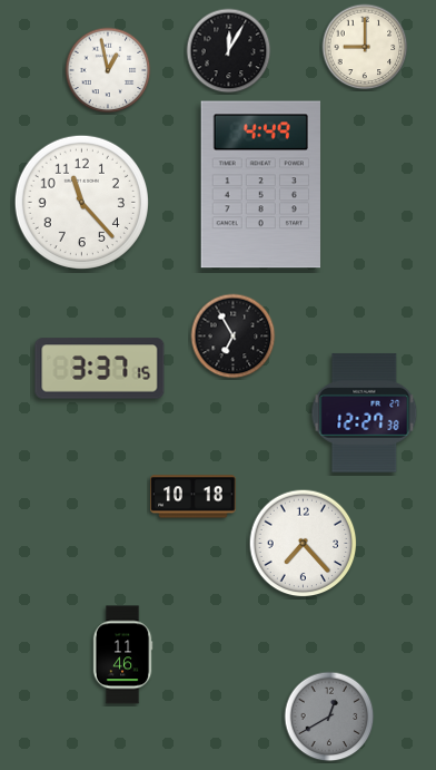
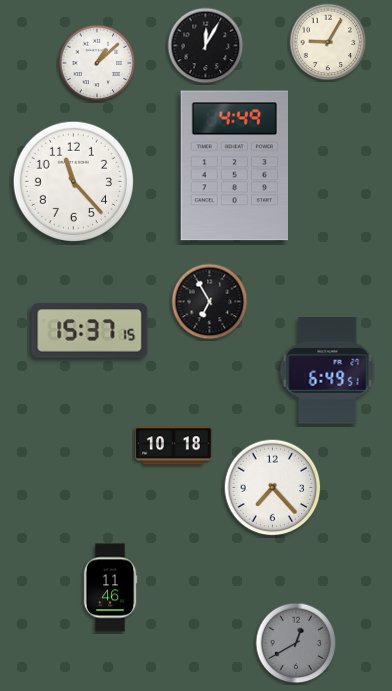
clock at (365, 47): 9:00 -> 9:05
clock at (108, 70): 12:58 -> 1:08
clock at (100, 369): 3:37 -> 15:37
clock at (365, 413): 12:27 -> 6:49
